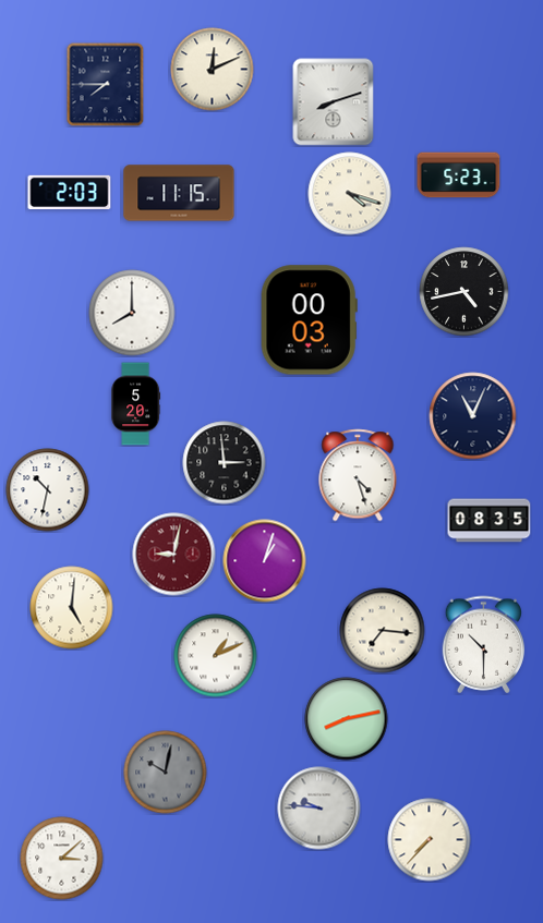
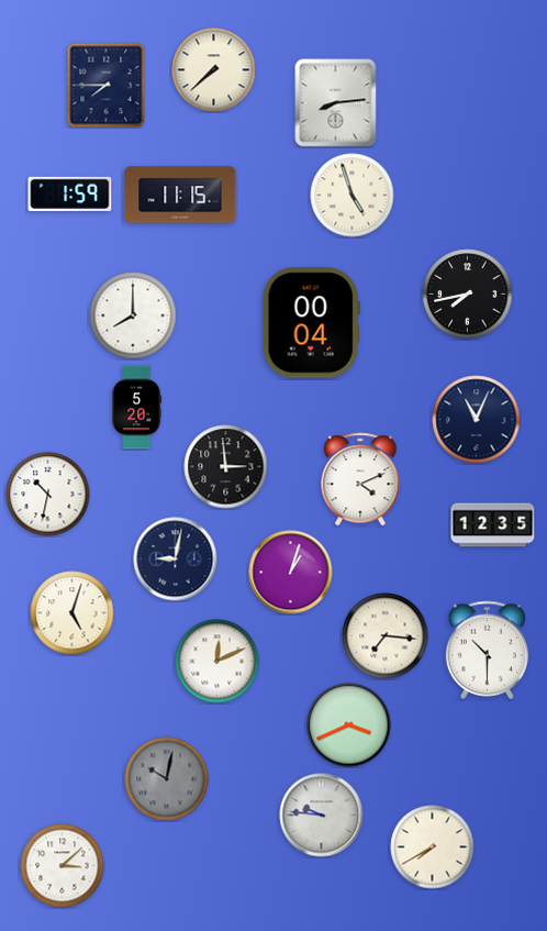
clock at (213, 70): 12:11 -> 7:38
clock at (334, 102): 8:12 -> 8:14
clock at (459, 175): 5:23 -> none
clock at (70, 192): 2:03 -> 1:59
clock at (350, 194): 4:18 -> 4:57
clock at (464, 292): 4:43 -> 7:43
clock at (309, 320): 00:03 -> 00:04
clock at (358, 475): 4:27 -> 4:11
clock at (490, 521): 08:35 -> 12:35
clock at (174, 555) dial: burgundy -> navy
clock at (265, 561) position: (265, 561) -> (291, 573)
clock at (72, 608): 5:01 -> 5:03
clock at (216, 656): 1:11 -> 12:11
clock at (347, 719): 8:13 -> 3:41
clock at (430, 840): 7:37 -> 7:40
